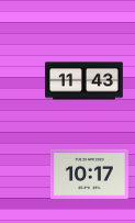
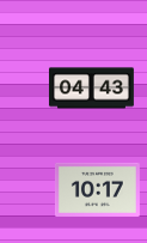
clock at (83, 81): 11:43 -> 04:43
